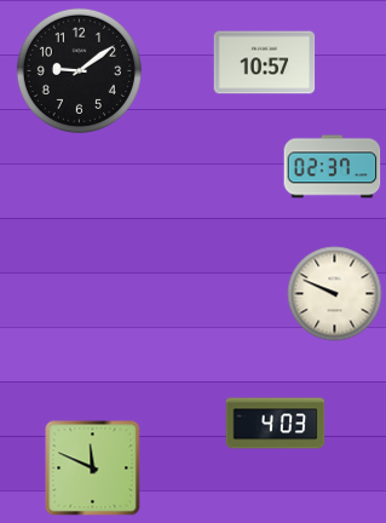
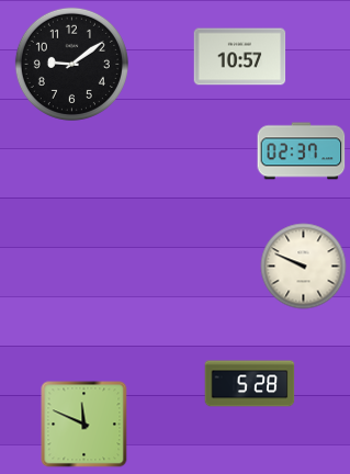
clock at (275, 424): 4:03 -> 5:28
